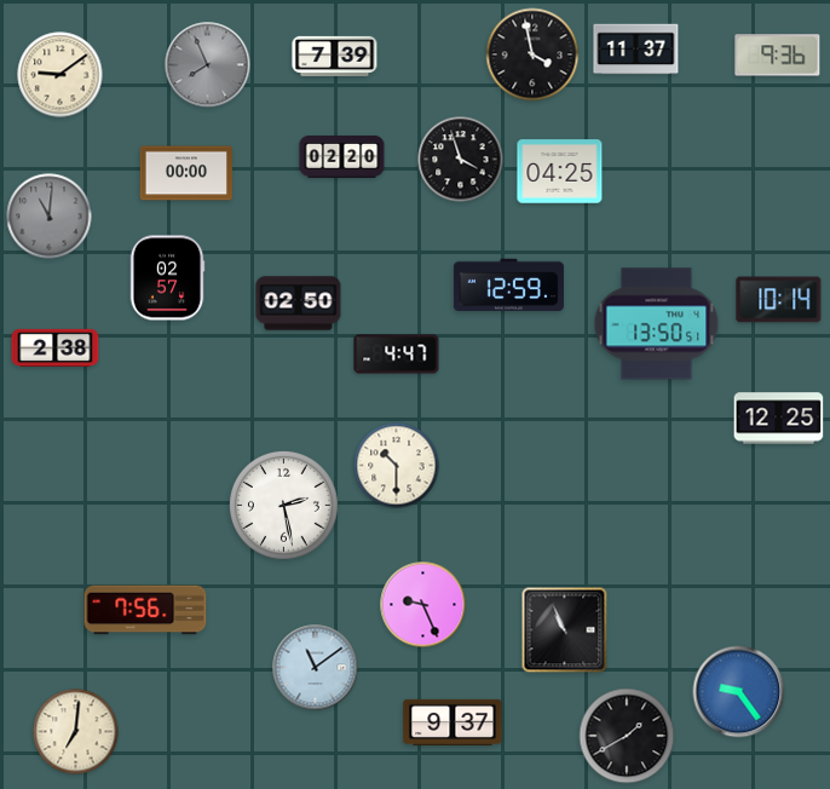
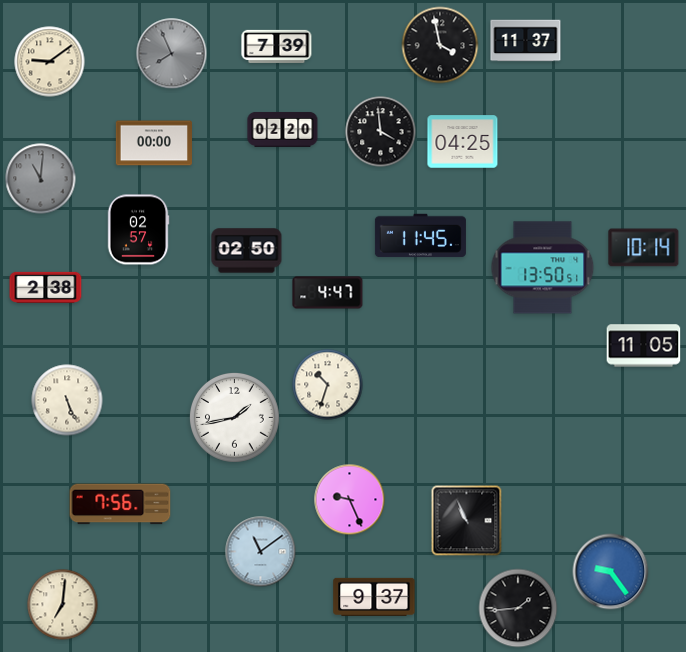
clock at (778, 56): 9:36 -> none
clock at (461, 160): 3:57 -> 3:59
clock at (508, 286): 12:59 -> 11:45
clock at (779, 419): 12:25 -> 11:05
clock at (397, 466): 10:30 -> 10:33
clock at (67, 400): none -> 5:26
clock at (283, 505): 2:28 -> 1:43
clock at (627, 736): 1:40 -> 1:44
